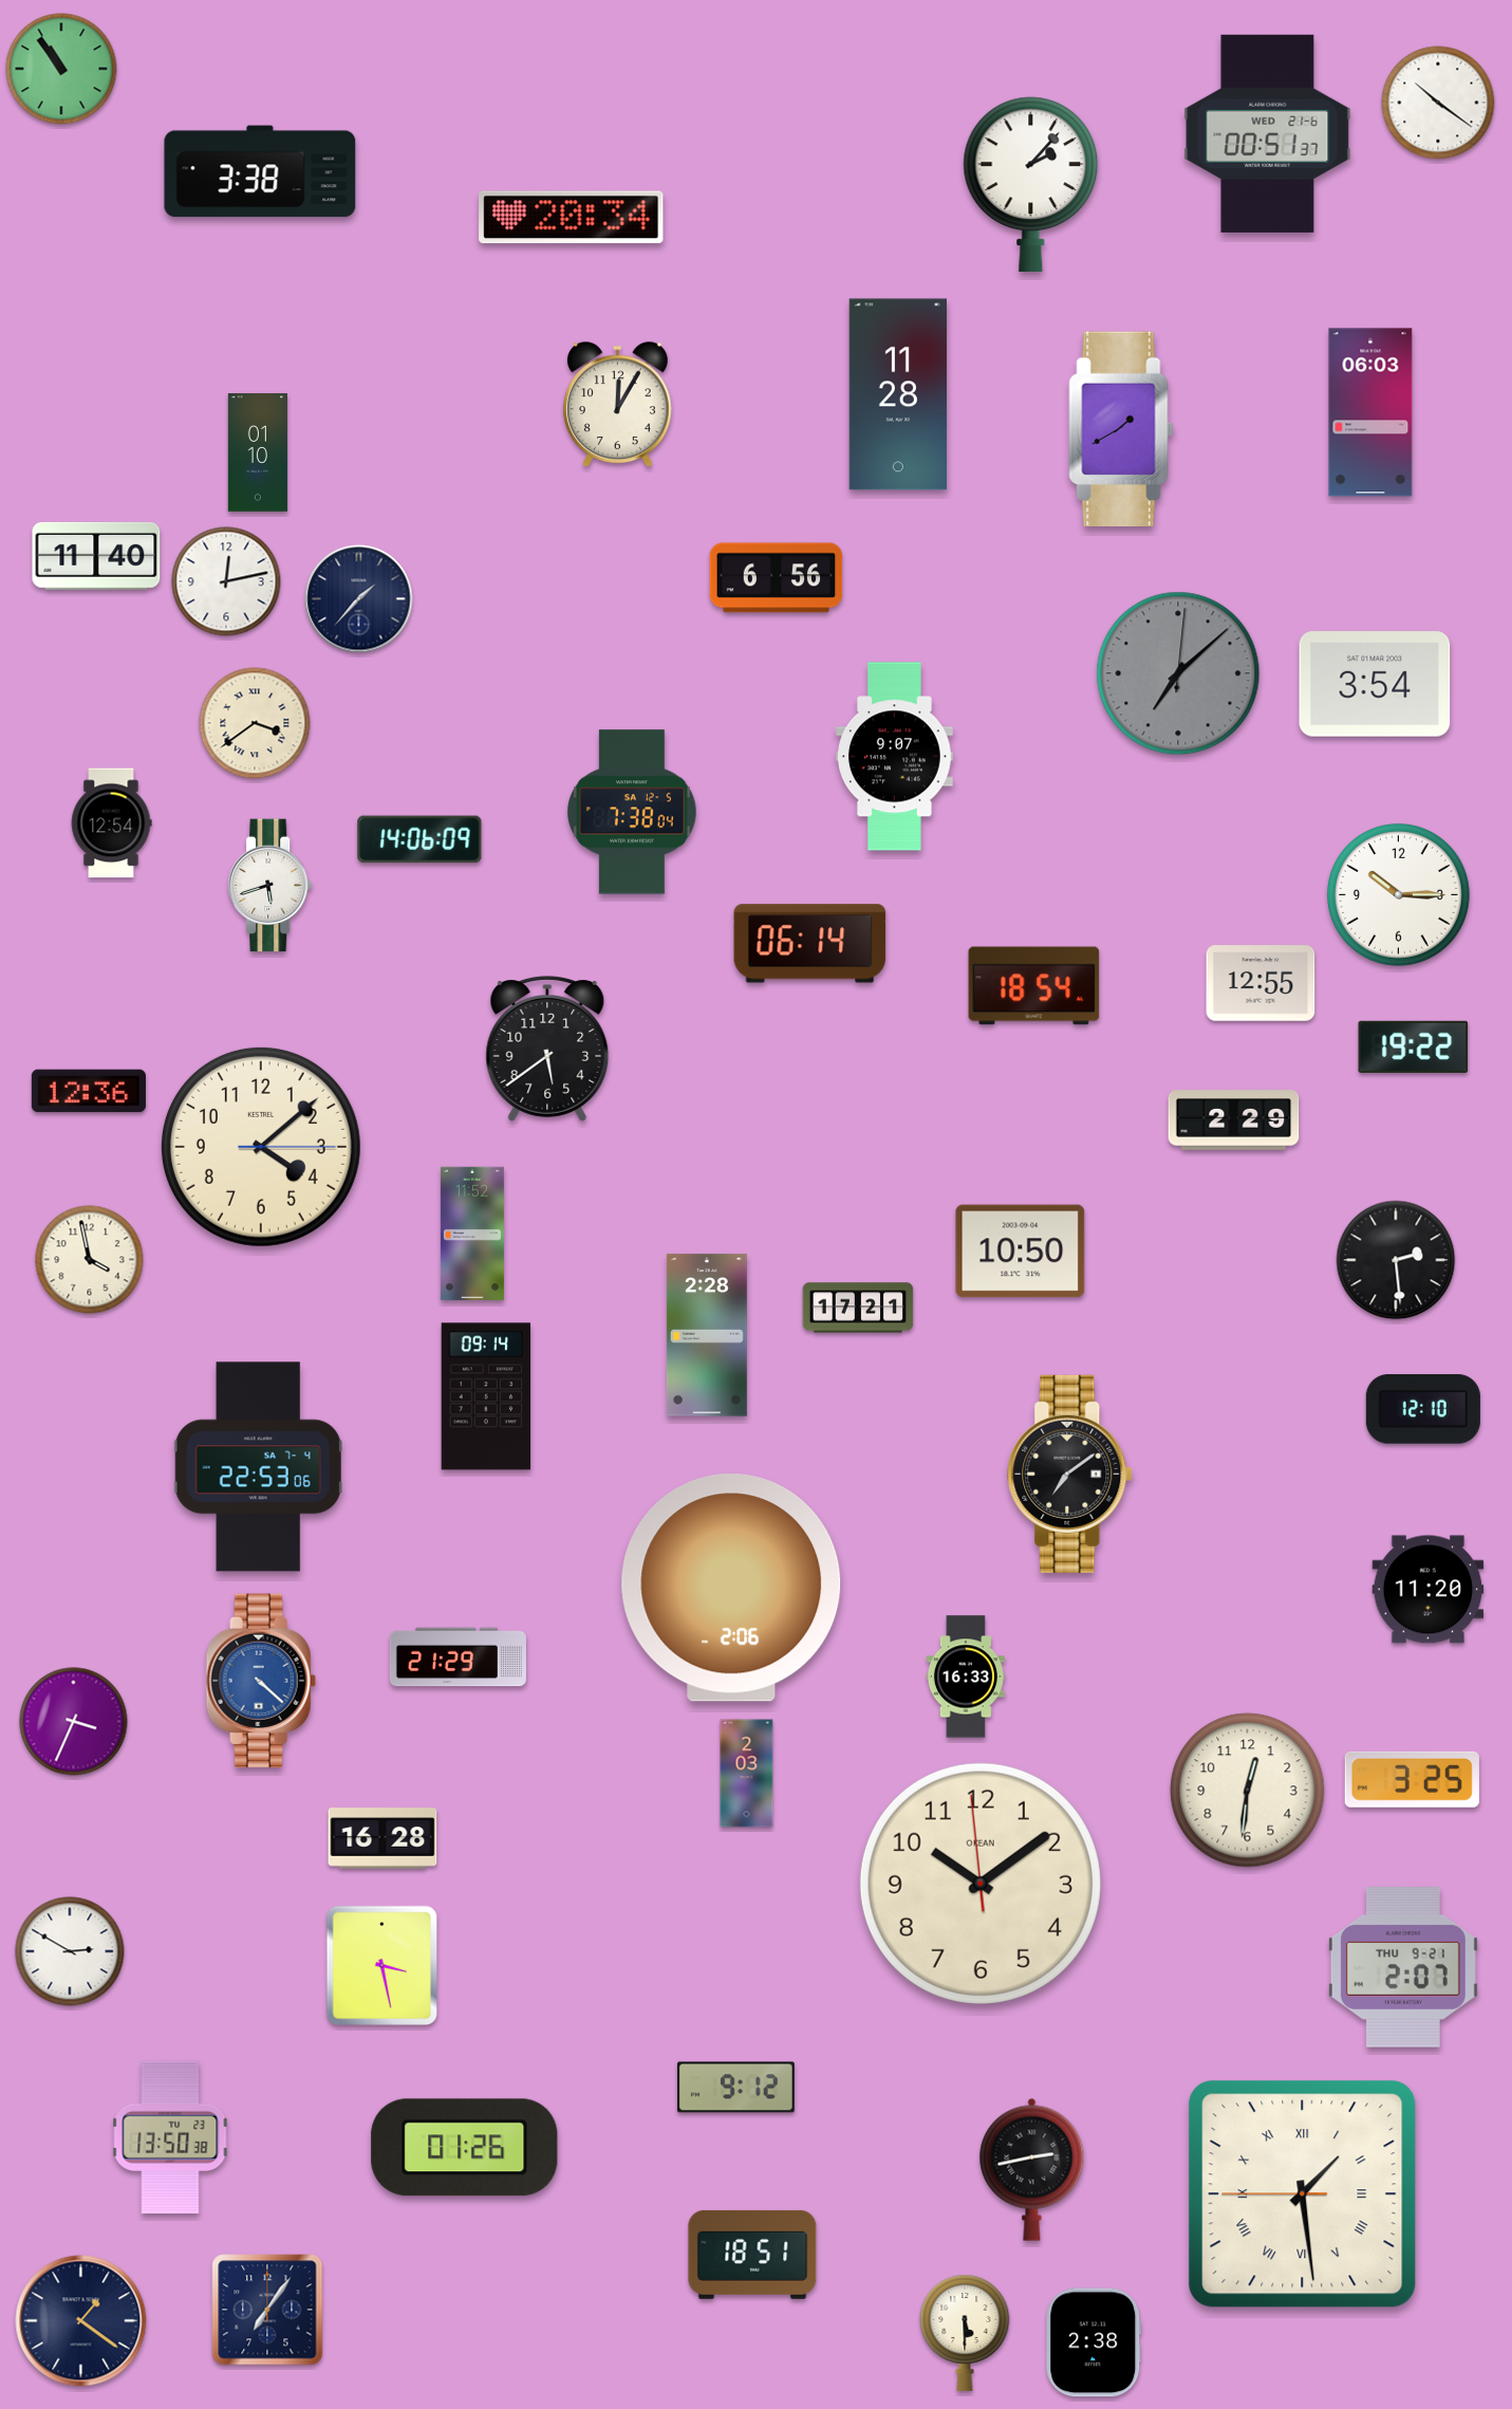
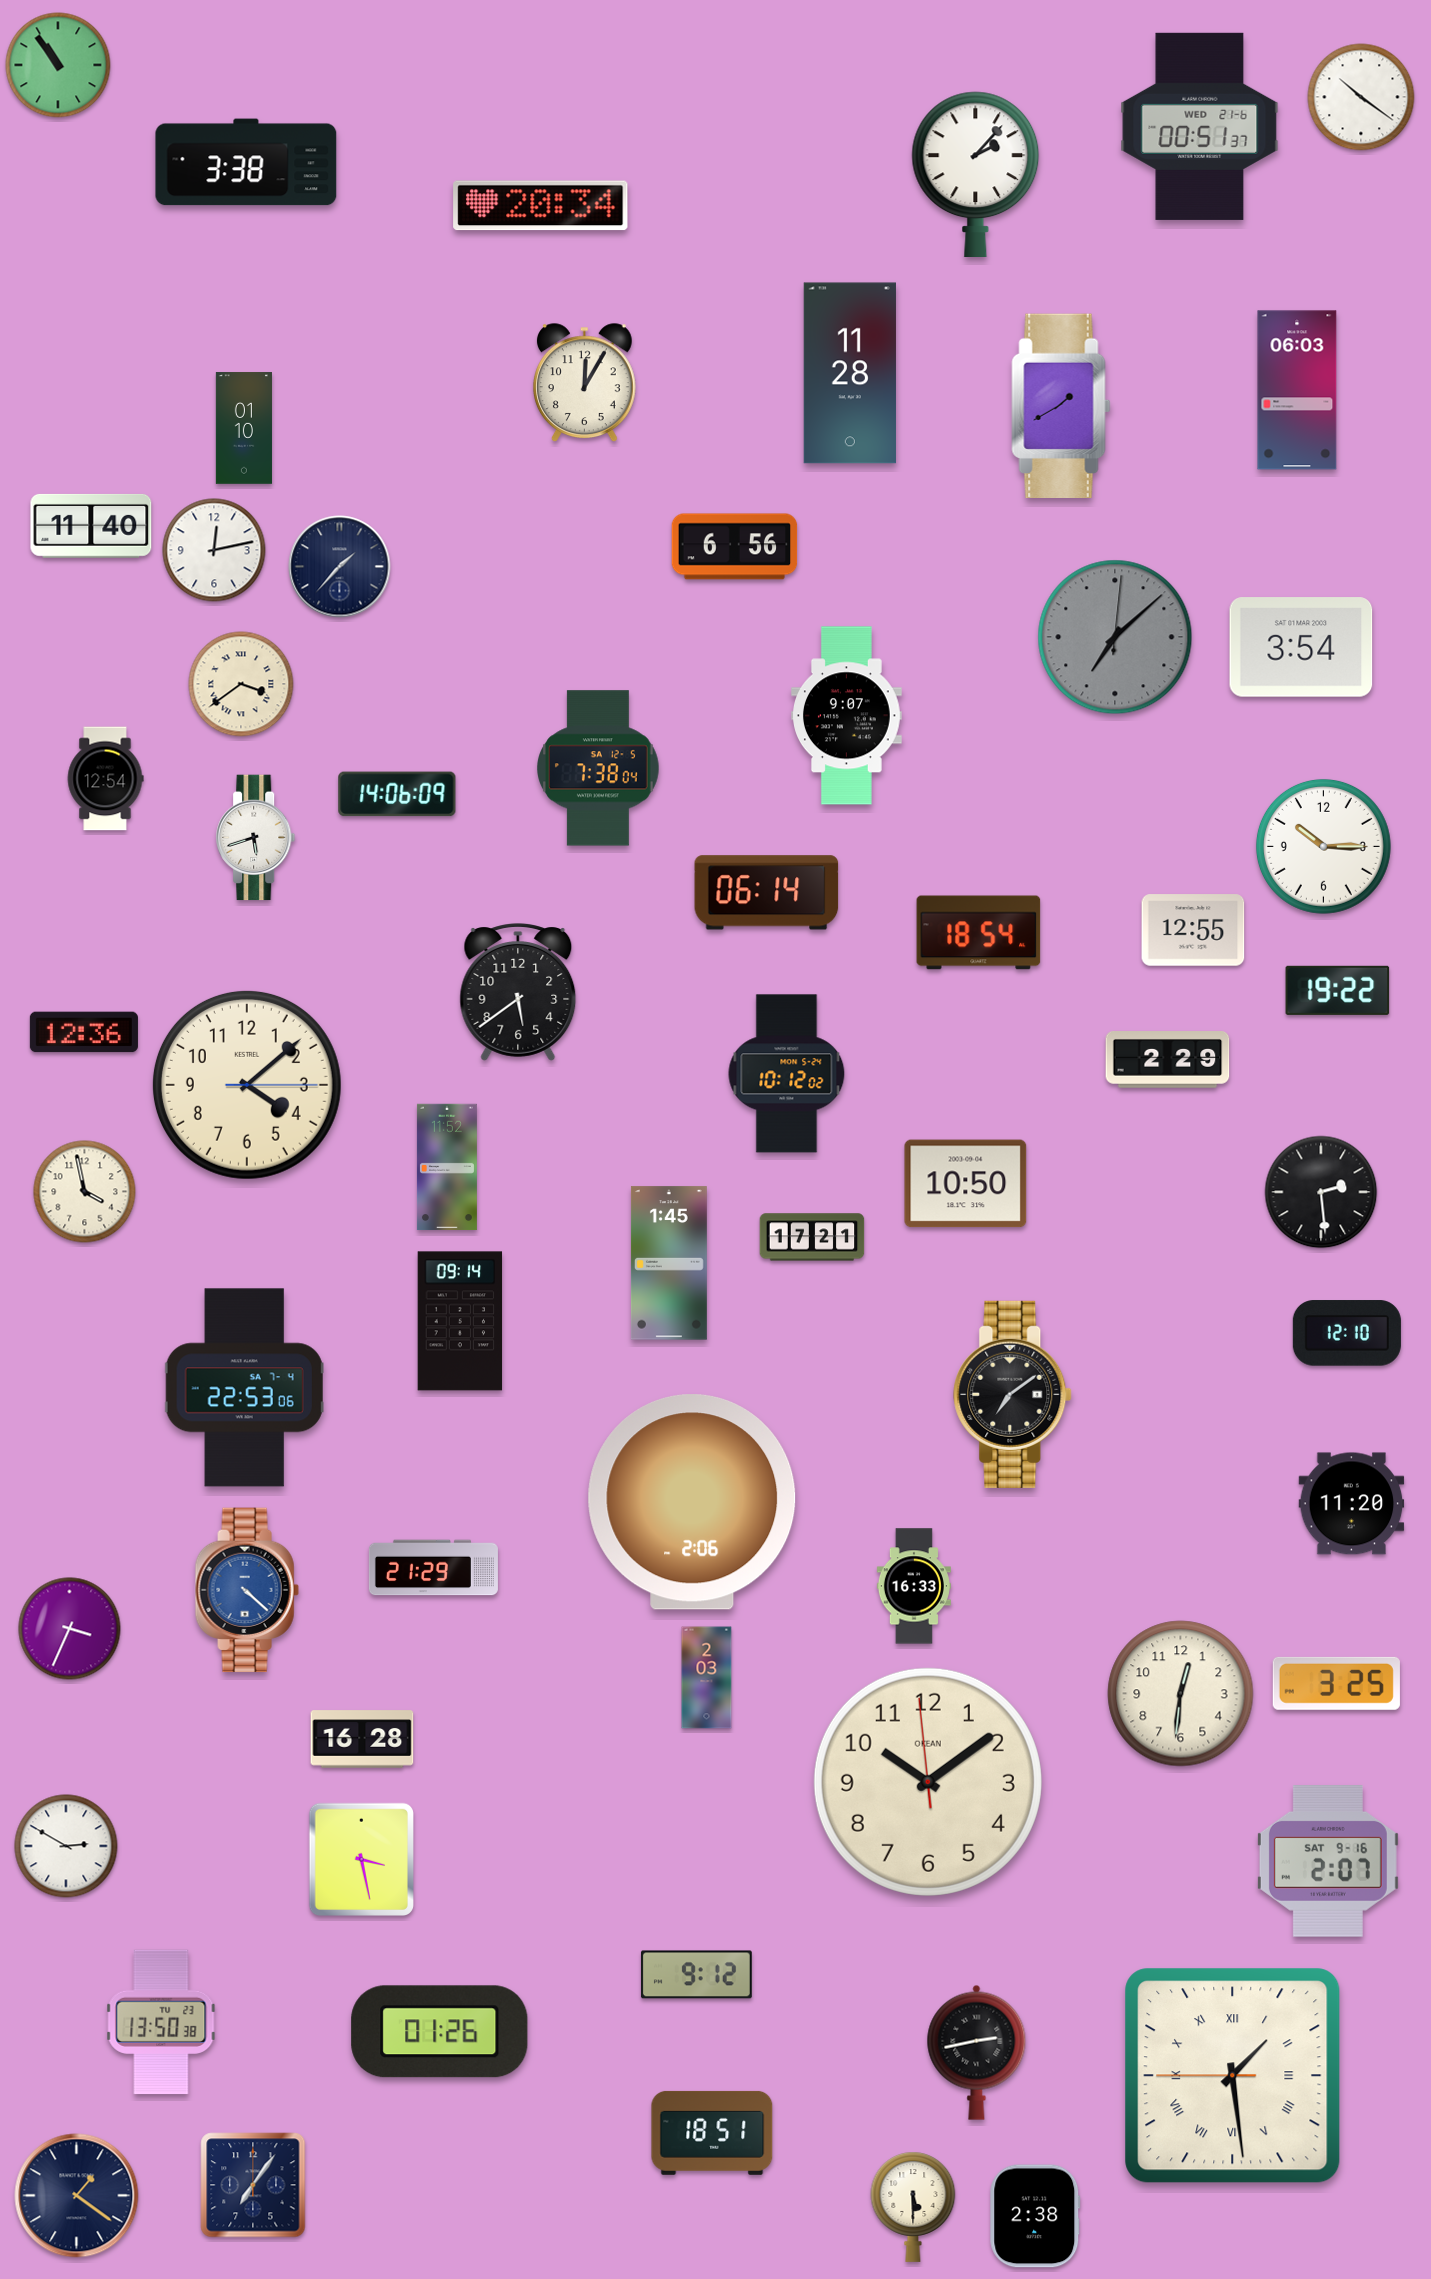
clock at (787, 1074): none -> 10:12
clock at (707, 1335): 2:28 -> 1:45
clock at (1403, 1968) date: THU 9-21 -> SAT 9-16
